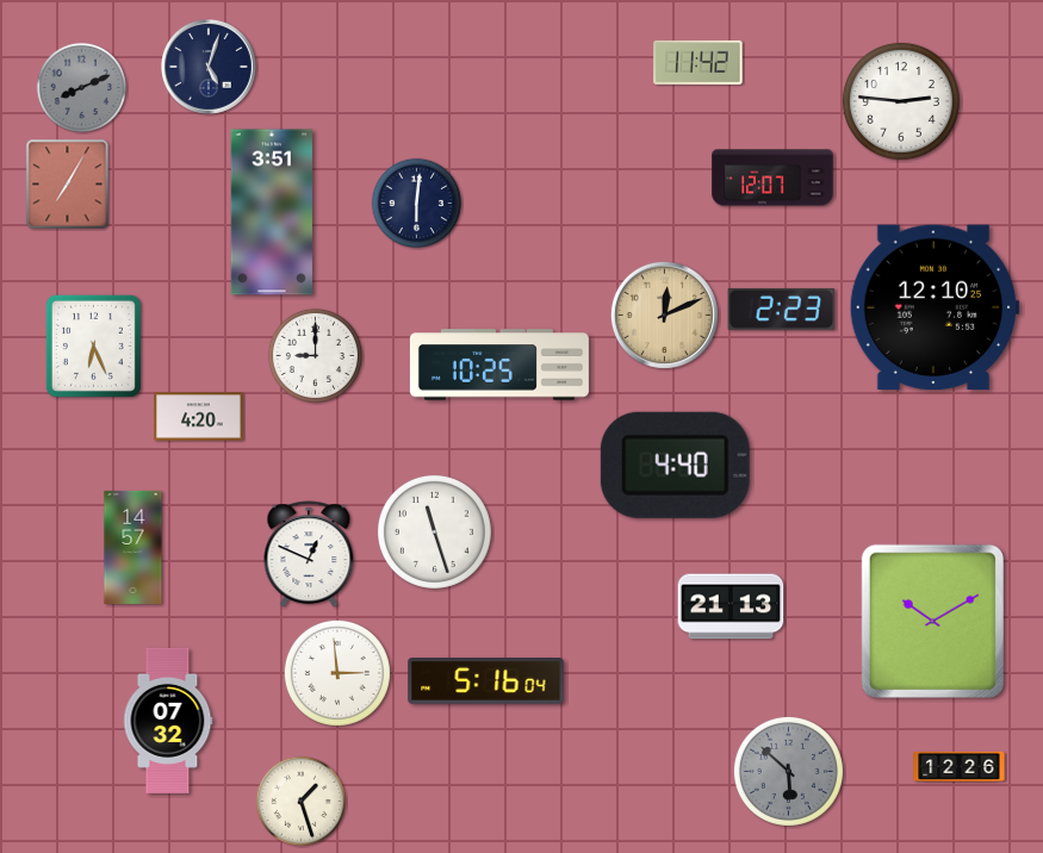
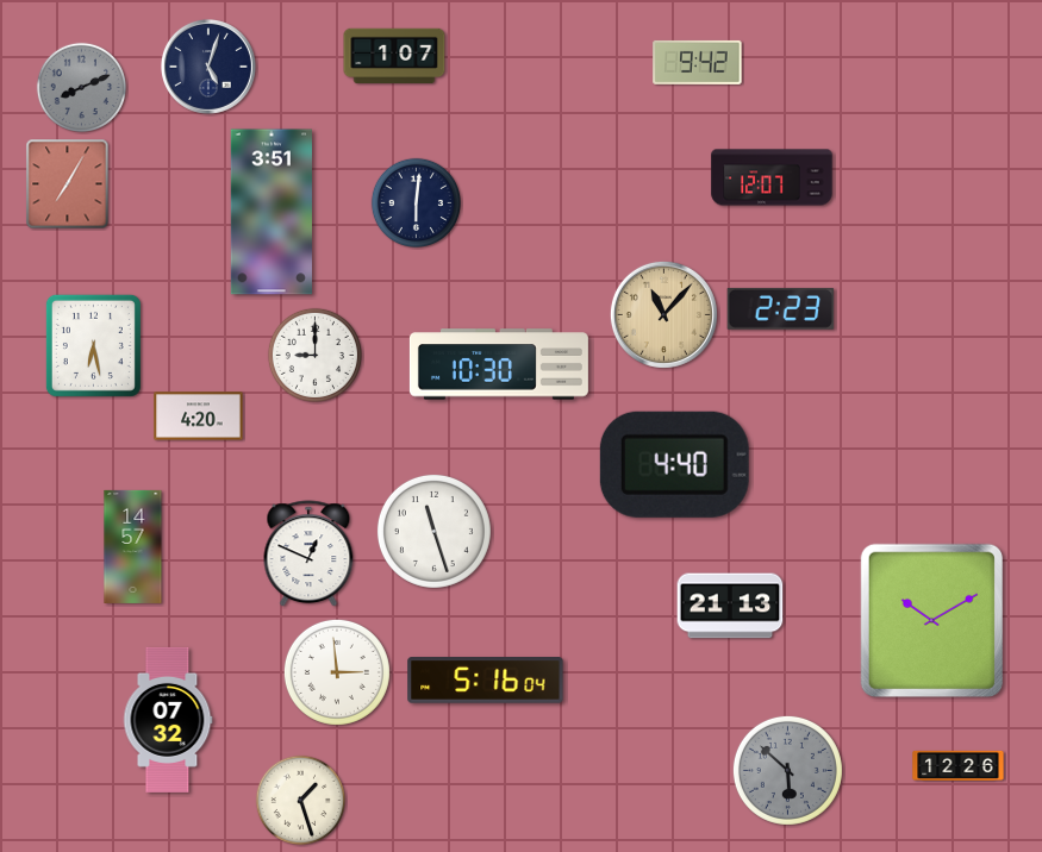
clock at (394, 56): none -> 1:07
clock at (699, 62): 11:42 -> 9:42
clock at (901, 101): 2:46 -> none
clock at (935, 306): 12:10 -> none
clock at (664, 315): 12:11 -> 11:07
clock at (93, 345): 6:26 -> 6:28
clock at (499, 365): 10:25 -> 10:30
